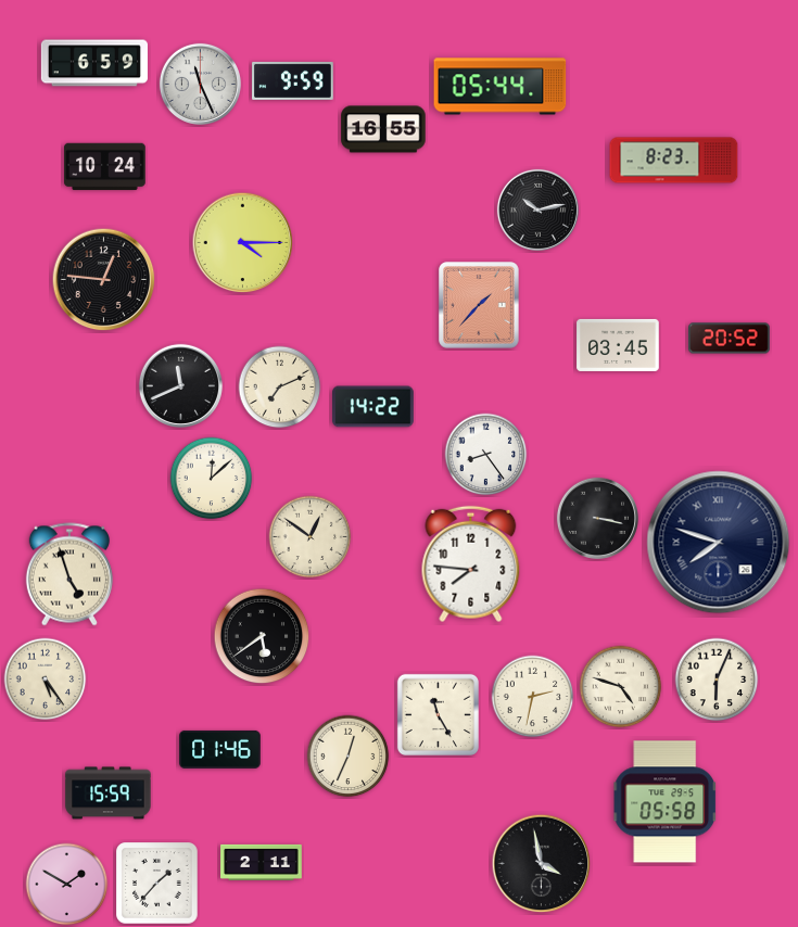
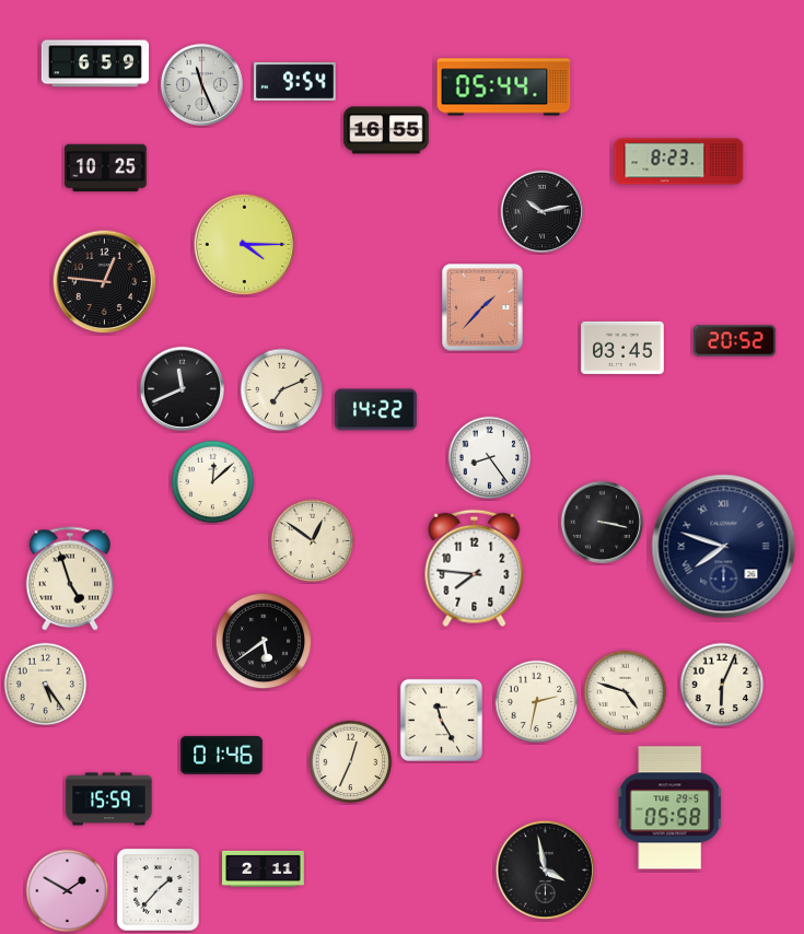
clock at (293, 80): 9:59 -> 9:54
clock at (105, 167): 10:24 -> 10:25
